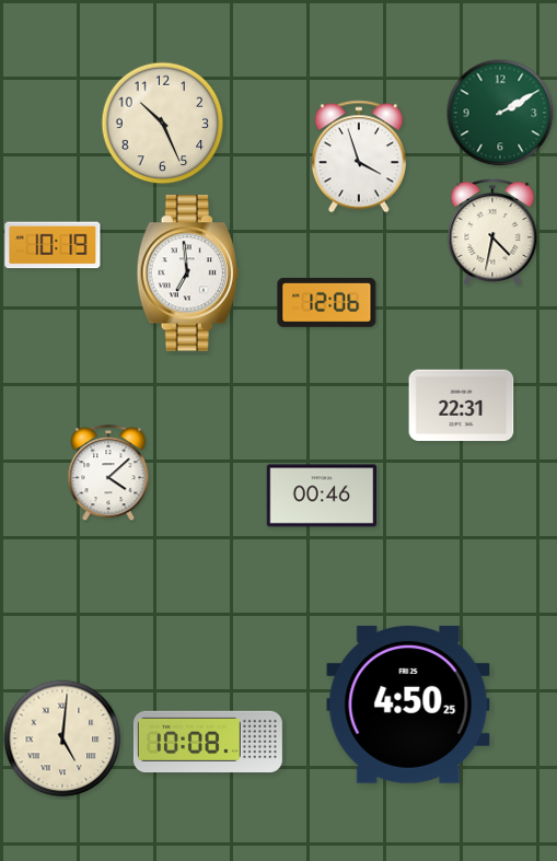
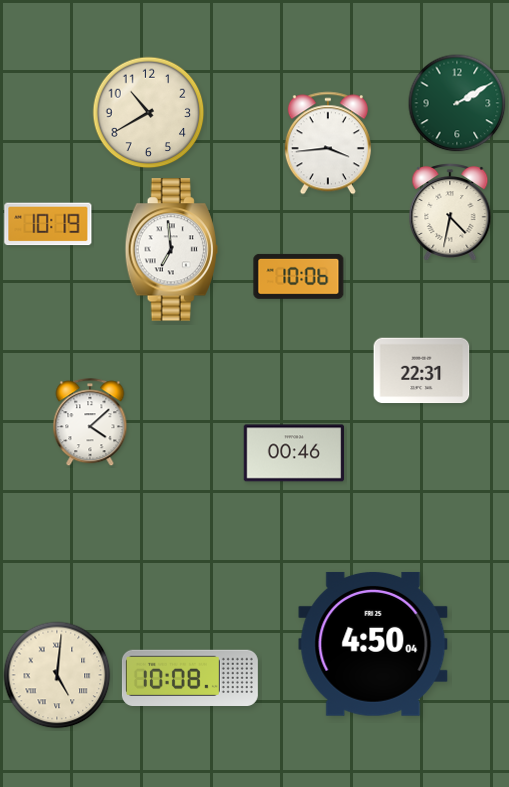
clock at (163, 124): 10:26 -> 10:40
clock at (359, 156): 3:57 -> 3:44
clock at (327, 302): 12:06 -> 10:06
clock at (108, 474) position: (108, 474) -> (90, 423)
clock at (408, 705): 4:50:25 -> 4:50:04
